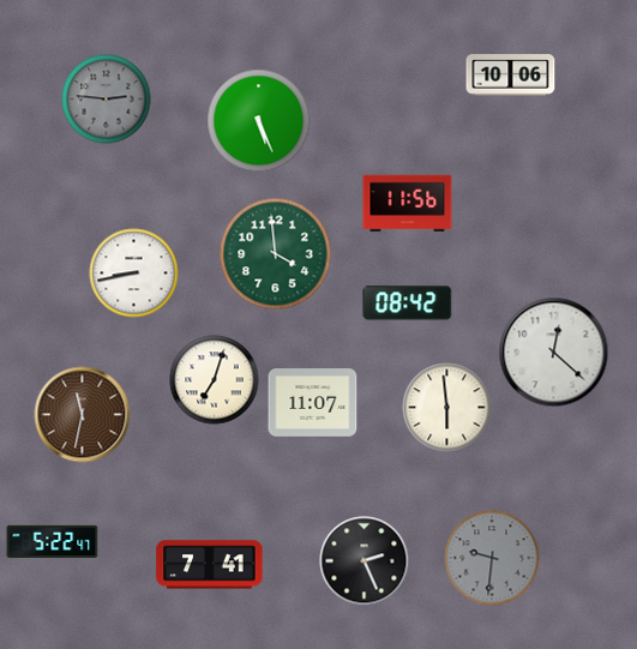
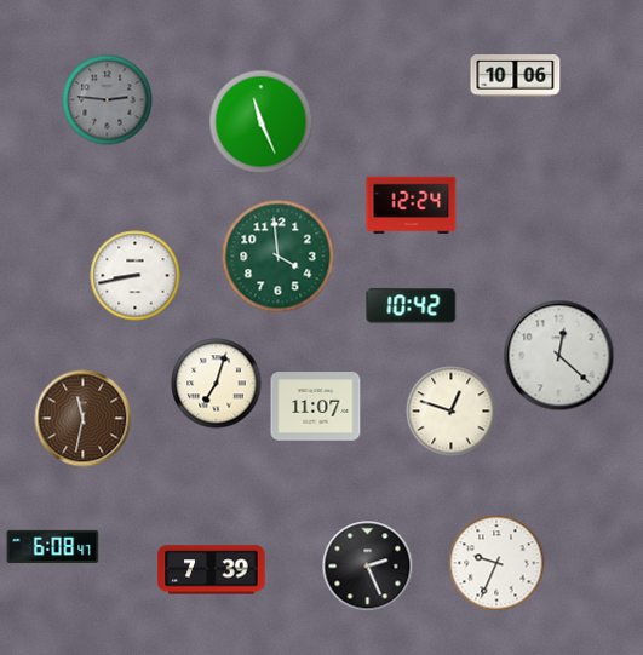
clock at (259, 121): 5:26 -> 11:26
clock at (408, 204): 11:56 -> 12:24
clock at (408, 304): 08:42 -> 10:42
clock at (447, 408): 5:59 -> 12:48
clock at (53, 541): 5:22 -> 6:08
clock at (492, 558): 9:31 -> 9:34
clock at (492, 558) dial: grey -> white
clock at (210, 565): 7:41 -> 7:39
